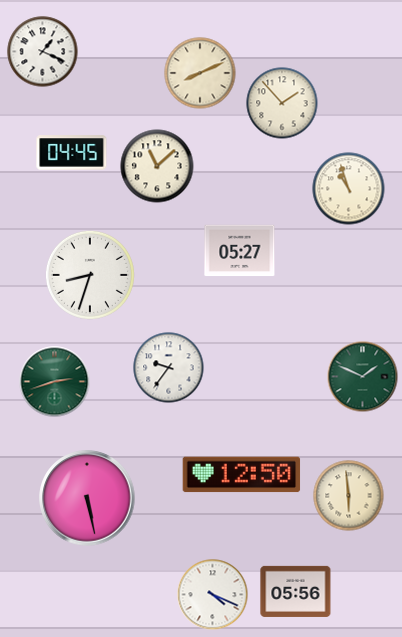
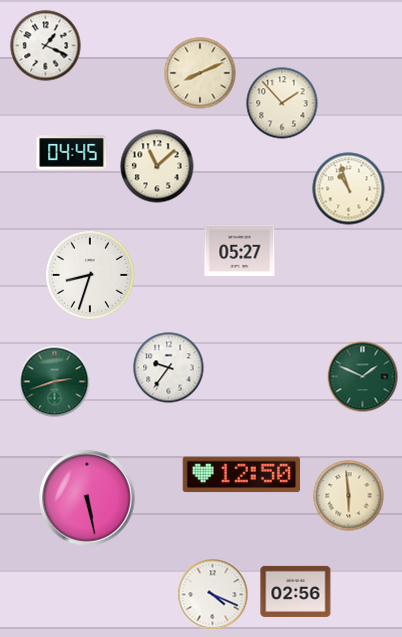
clock at (43, 52) position: (43, 52) -> (46, 46)
clock at (296, 591): 05:56 -> 02:56
